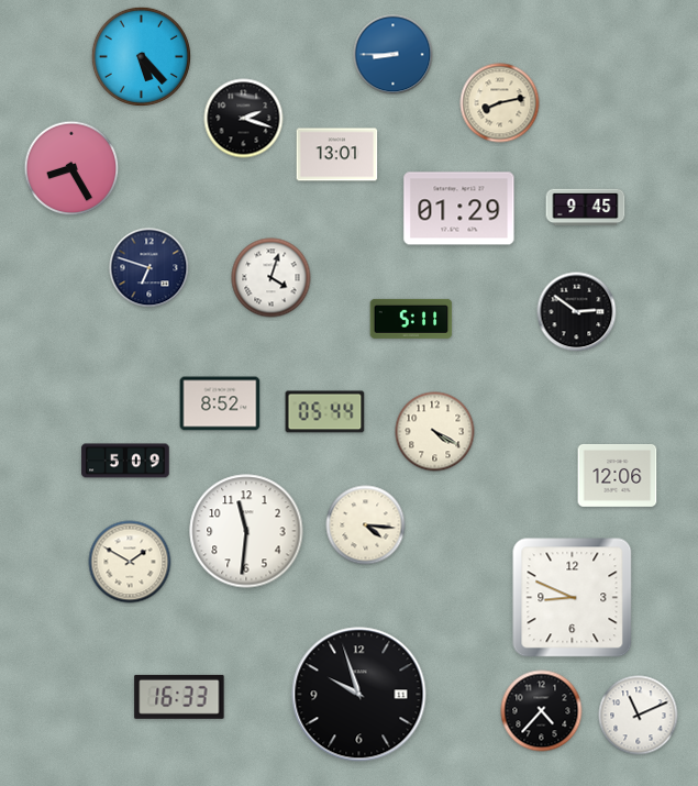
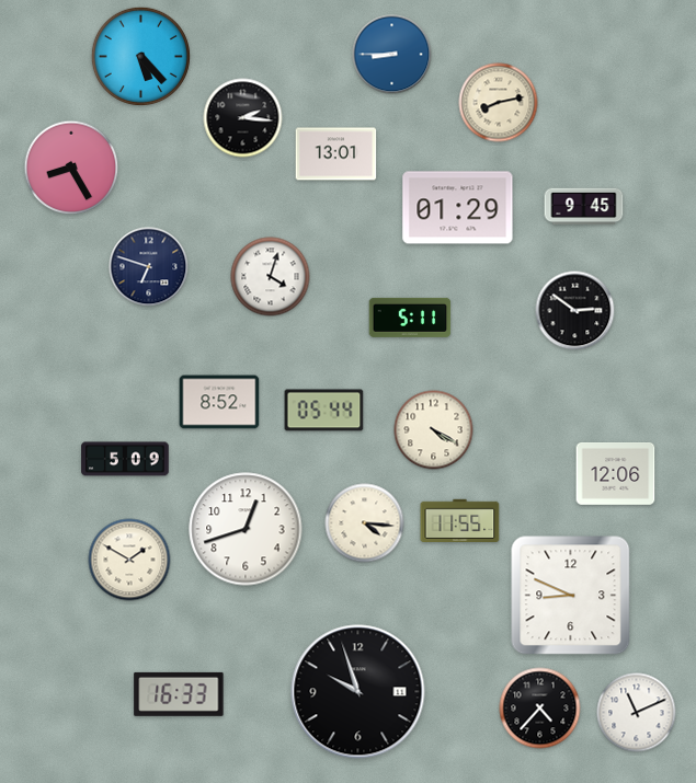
clock at (244, 119): 2:18 -> 2:16
clock at (460, 520): none -> 11:55
clock at (246, 531): 11:31 -> 12:42
